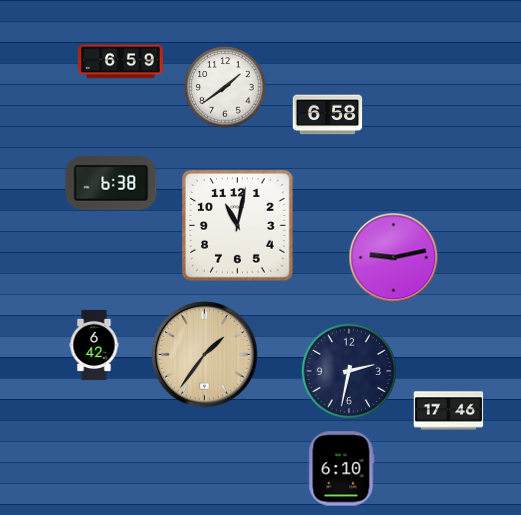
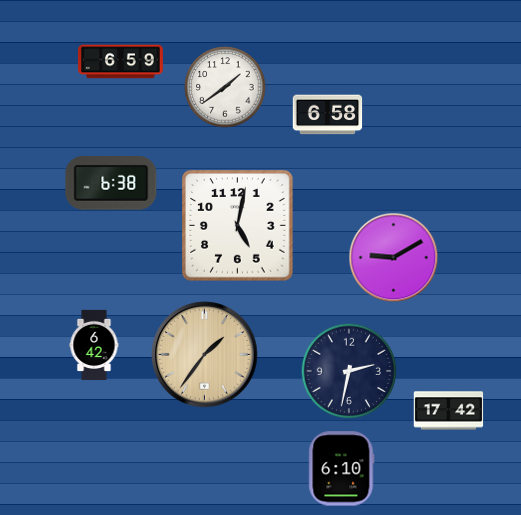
clock at (238, 226): 11:02 -> 5:02
clock at (394, 258): 9:13 -> 9:10
clock at (449, 411): 17:46 -> 17:42
